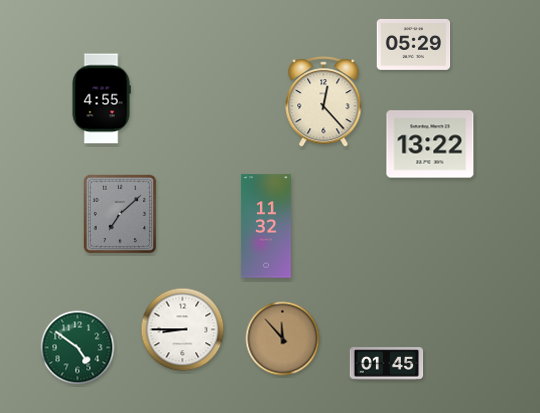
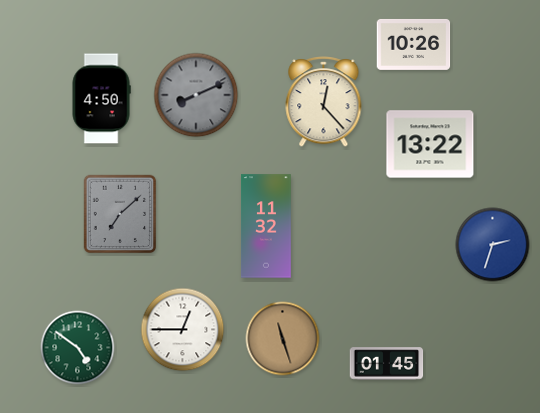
clock at (414, 44): 05:29 -> 10:26
clock at (196, 95): none -> 8:11
clock at (101, 99): 4:55 -> 4:50
clock at (493, 245): none -> 2:33
clock at (183, 330): 8:45 -> 12:45
clock at (283, 339): 11:53 -> 11:27
